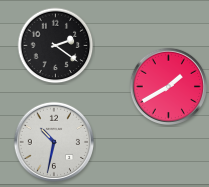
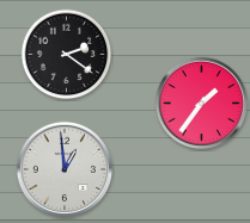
clock at (168, 86): 1:40 -> 1:36
clock at (53, 141): 10:32 -> 12:59
